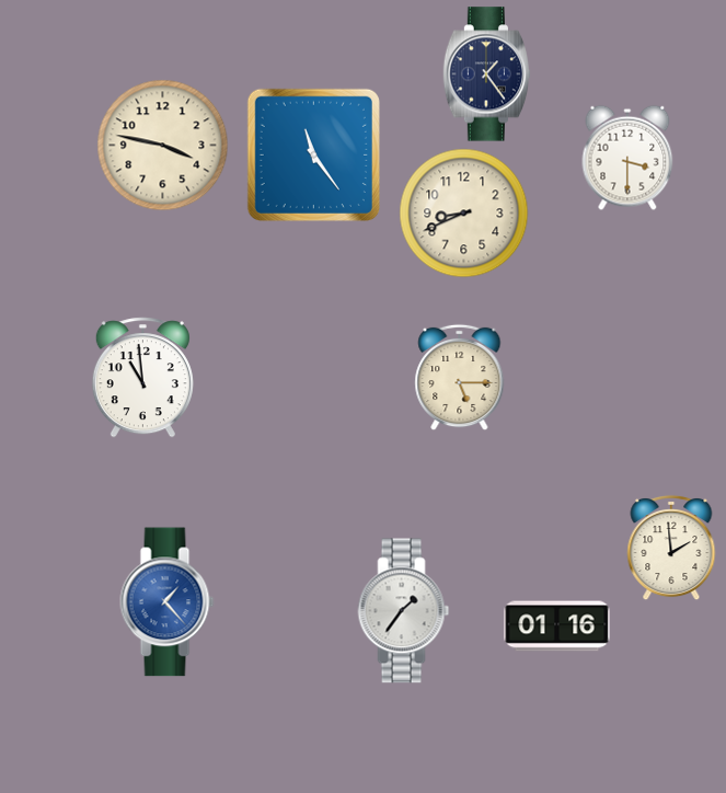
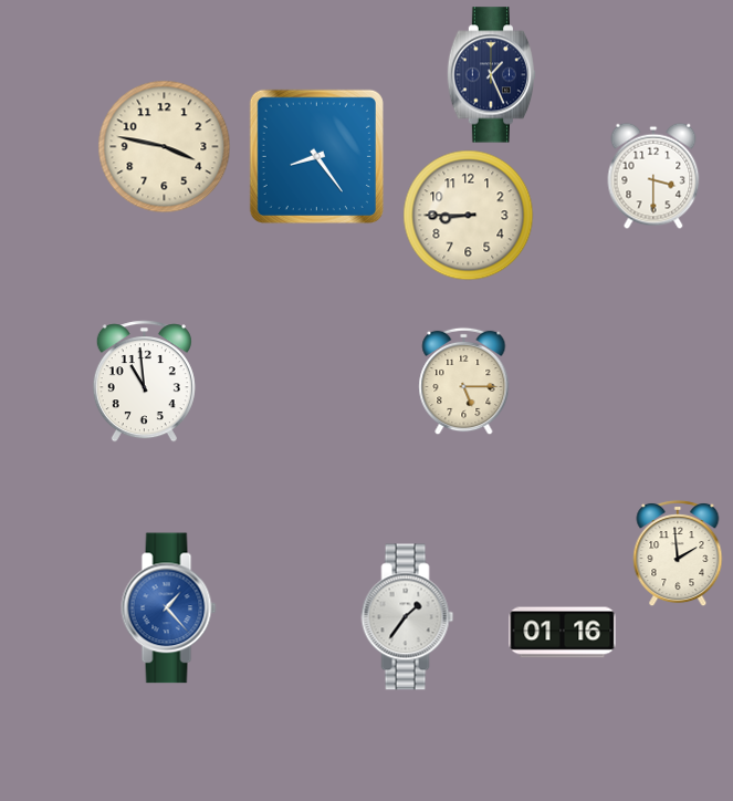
clock at (487, 74): 1:24 -> 1:26
clock at (313, 154): 11:24 -> 8:24
clock at (627, 158) position: (627, 158) -> (653, 176)
clock at (464, 214): 8:41 -> 8:45
